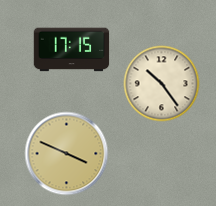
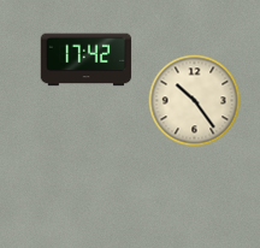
clock at (72, 50): 17:15 -> 17:42
clock at (67, 154): 3:49 -> none
